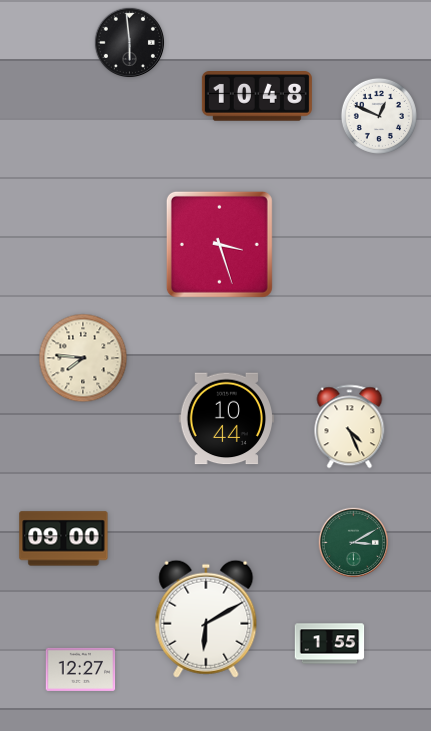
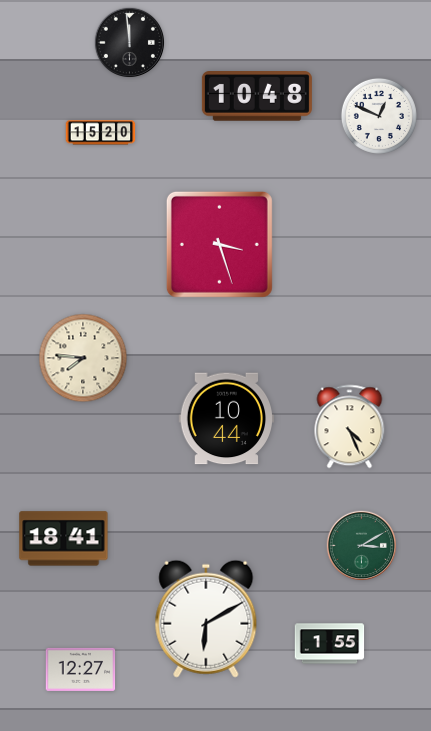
clock at (129, 42): 5:59 -> 11:59
clock at (101, 133): none -> 15:20
clock at (64, 539): 09:00 -> 18:41
clock at (353, 542) position: (353, 542) -> (361, 545)
